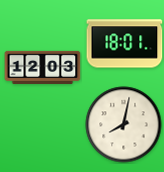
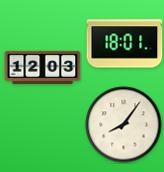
clock at (124, 125): 8:02 -> 8:06
